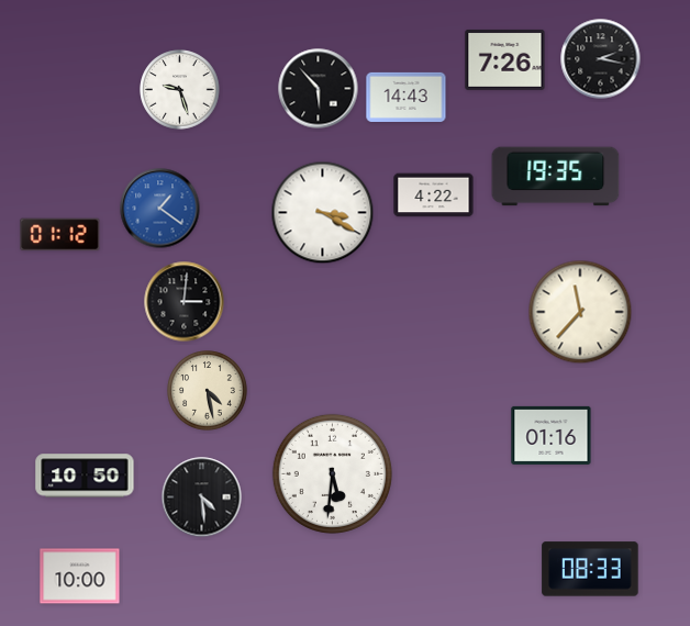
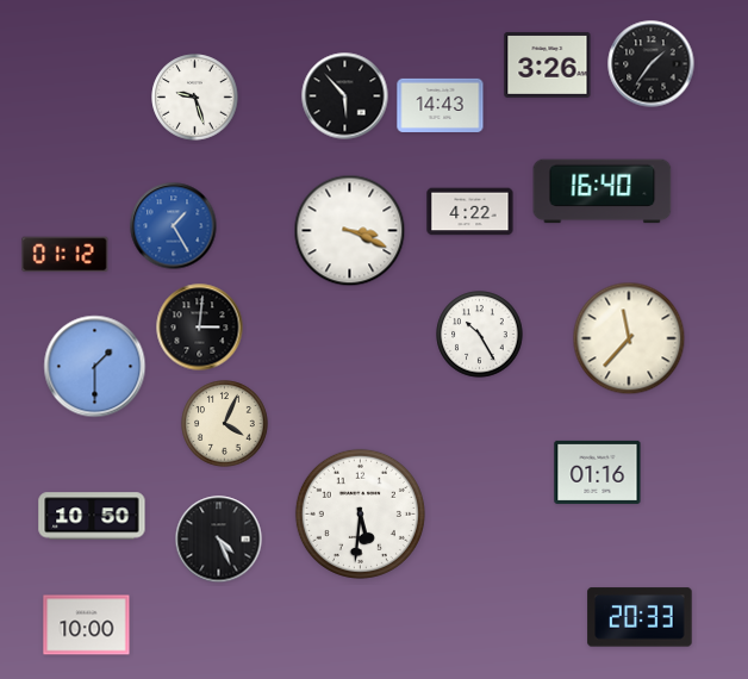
clock at (505, 59): 7:26 -> 3:26
clock at (601, 59): 2:17 -> 1:36
clock at (556, 177): 19:35 -> 16:40
clock at (160, 209): 1:21 -> 1:25
clock at (323, 213): 3:20 -> 3:19
clock at (480, 335): none -> 10:25
clock at (95, 367): none -> 1:30
clock at (208, 391): 4:28 -> 4:04
clock at (202, 498): 4:29 -> 4:26
clock at (590, 569): 08:33 -> 20:33
